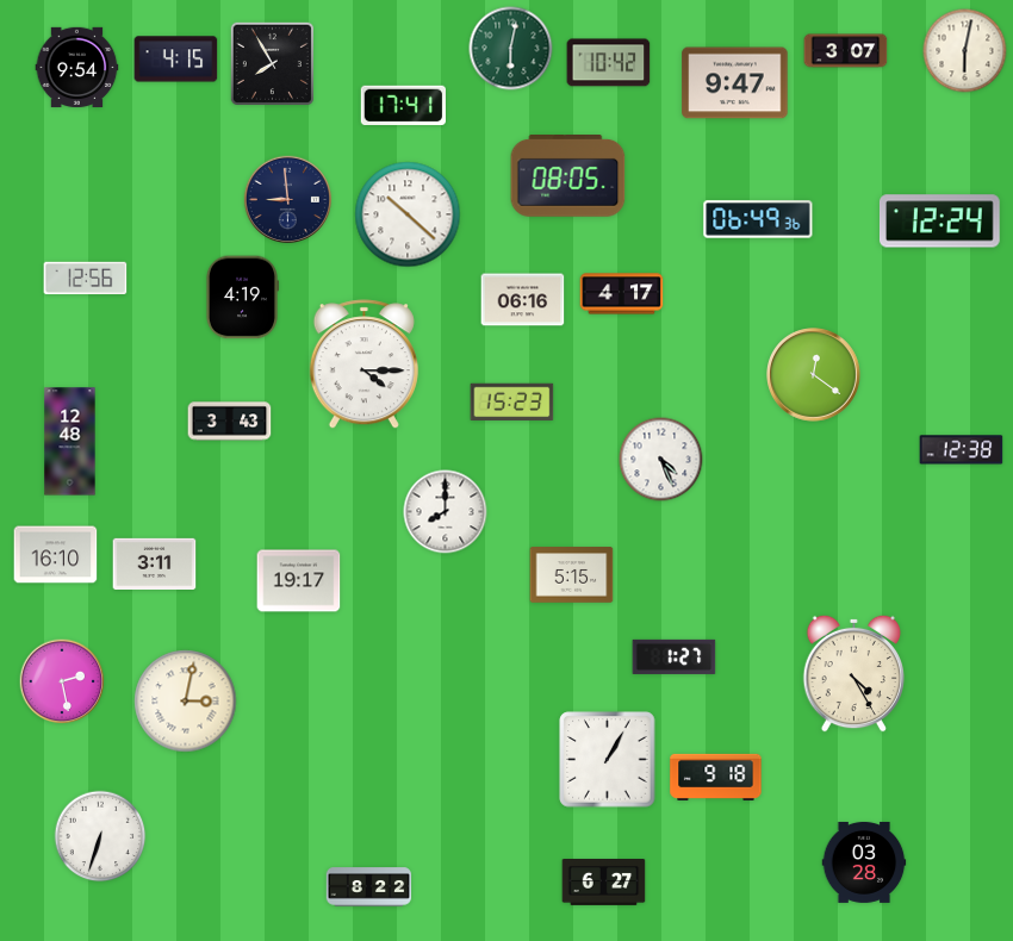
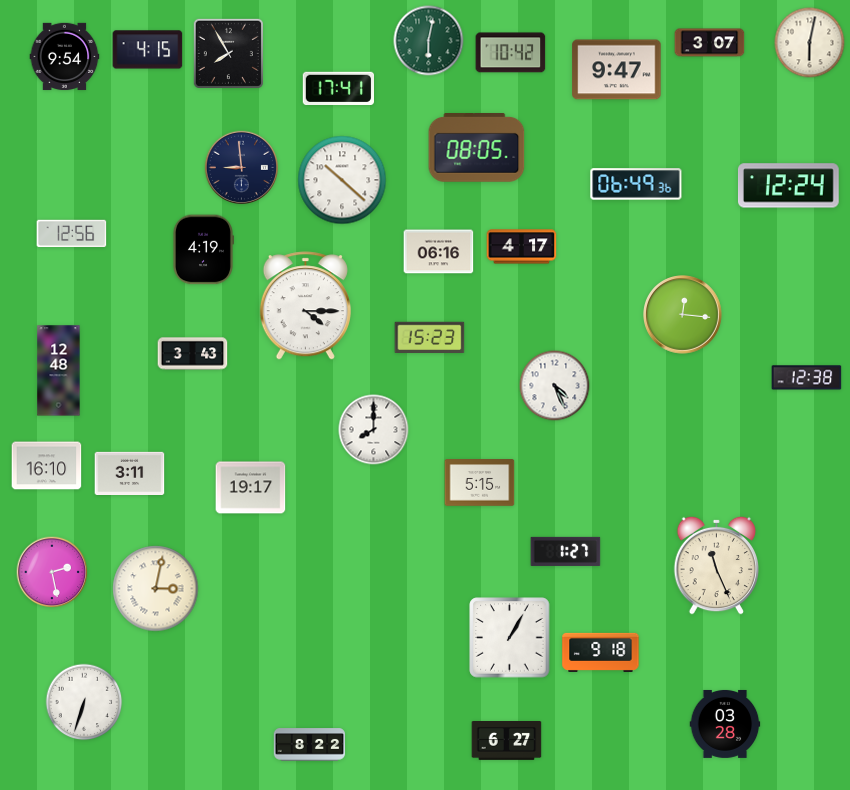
clock at (814, 375): 12:21 -> 12:16
clock at (853, 673): 4:25 -> 11:26
